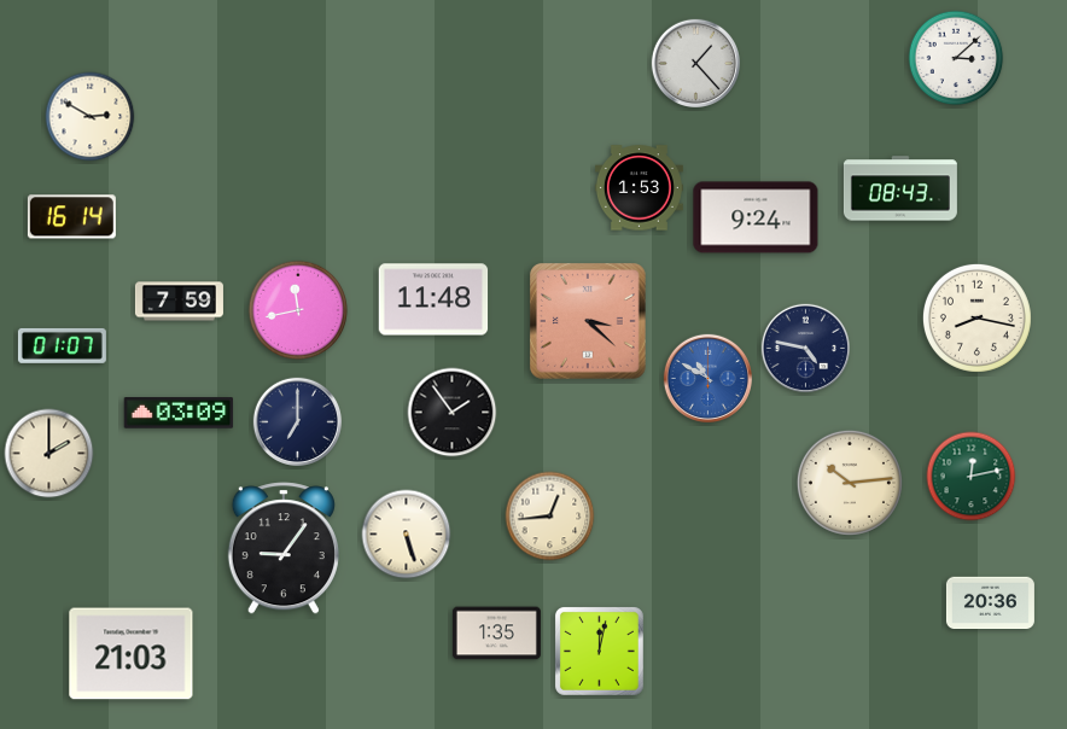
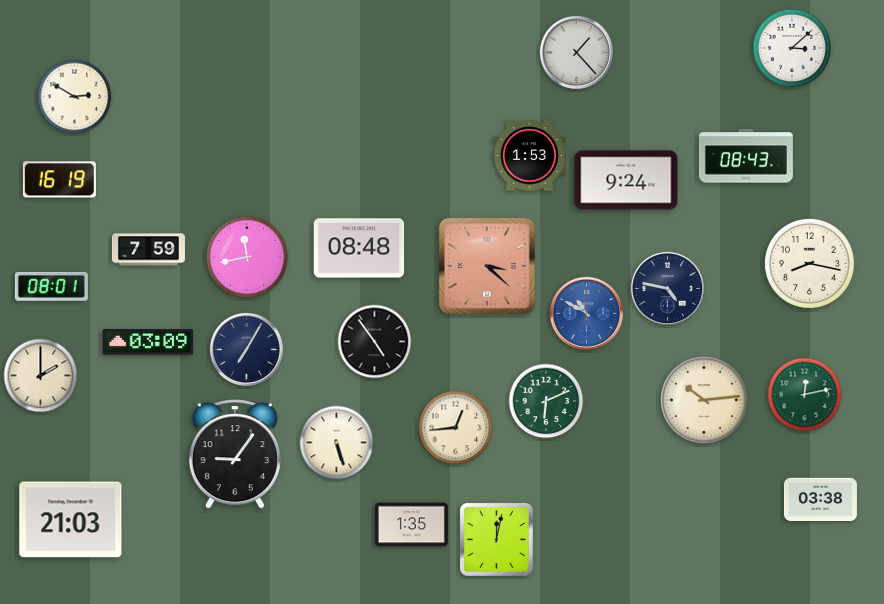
clock at (71, 217): 16:14 -> 16:19
clock at (433, 299): 11:48 -> 08:48
clock at (62, 345): 01:07 -> 08:01
clock at (453, 413): 1:54 -> 4:54
clock at (297, 421): 7:00 -> 7:05
clock at (546, 401): none -> 6:11
clock at (990, 603): 20:36 -> 03:38
clock at (132, 654) position: (132, 654) -> (71, 520)
